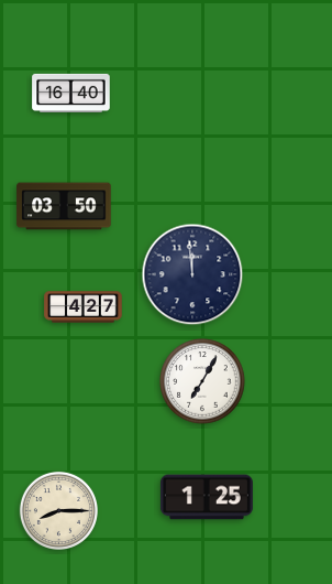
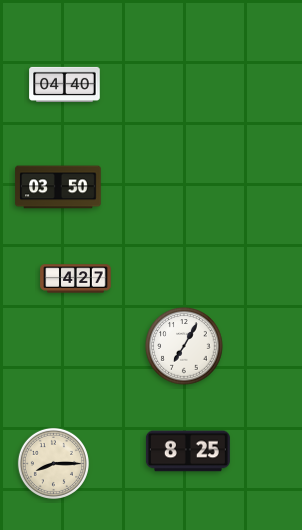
clock at (71, 93): 16:40 -> 04:40
clock at (192, 274): 11:59 -> none
clock at (207, 497): 1:25 -> 8:25
